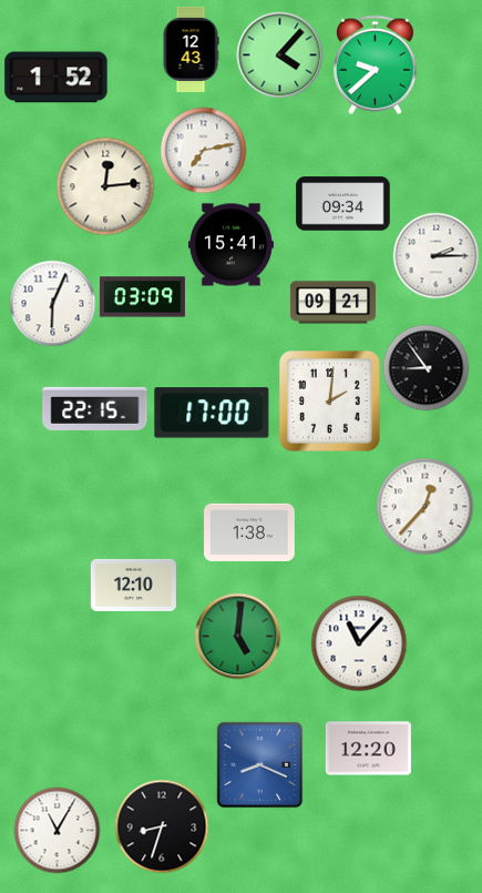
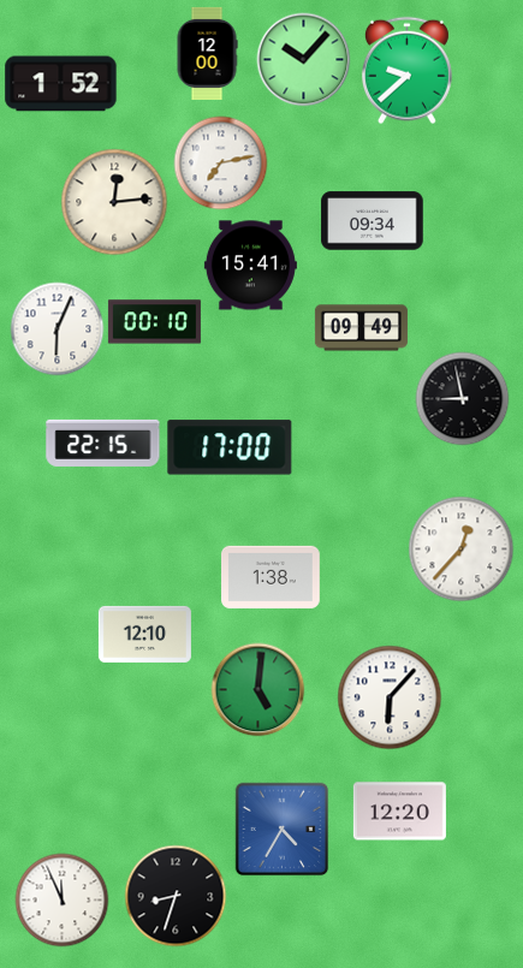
clock at (191, 49): 12:43 -> 12:00
clock at (279, 54): 4:07 -> 10:07
clock at (435, 255): 2:15 -> none
clock at (142, 297): 03:09 -> 00:10
clock at (332, 303): 09:21 -> 09:49
clock at (425, 367): 8:54 -> 8:58
clock at (329, 400): 2:01 -> none
clock at (359, 643): 11:07 -> 6:07
clock at (259, 764): 8:19 -> 4:35
clock at (57, 830): 11:05 -> 11:56
